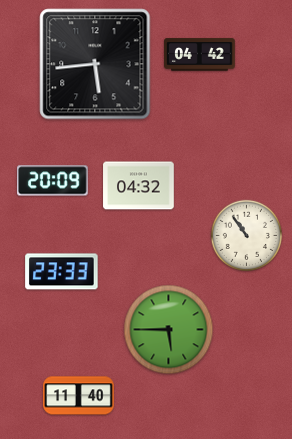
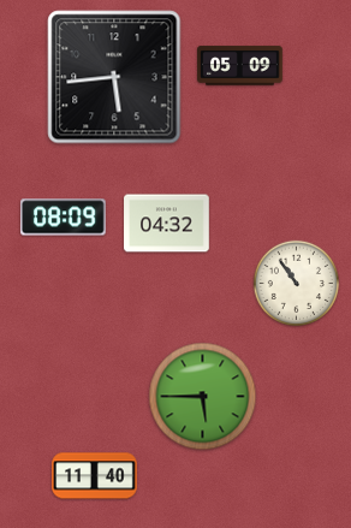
clock at (200, 55): 04:42 -> 05:09
clock at (53, 181): 20:09 -> 08:09
clock at (62, 272): 23:33 -> none
